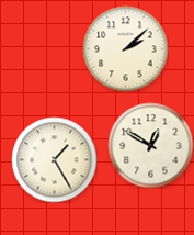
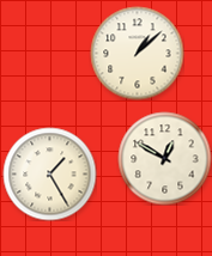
clock at (125, 48): 2:08 -> 1:08
clock at (54, 159) position: (54, 159) -> (49, 173)
